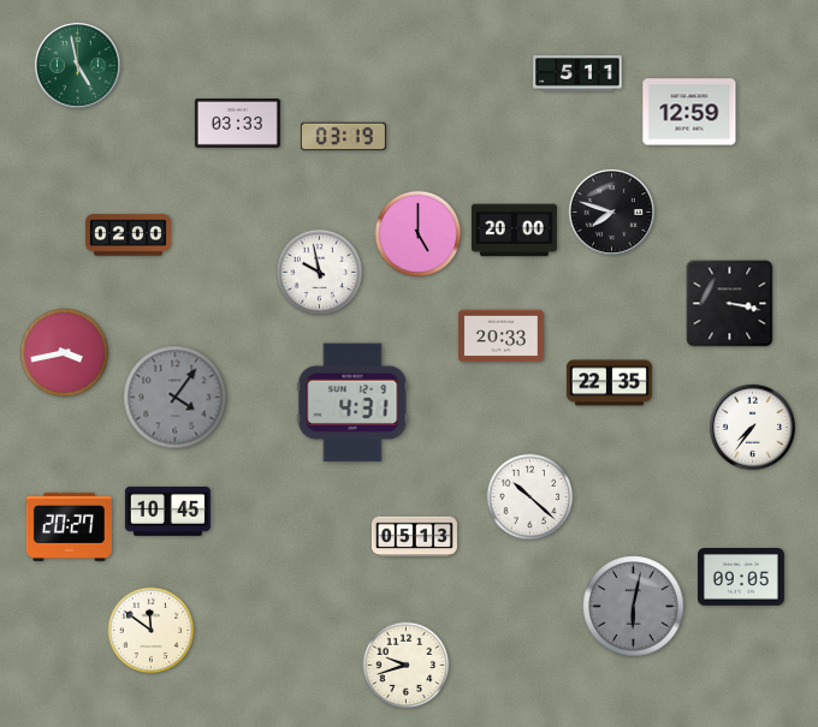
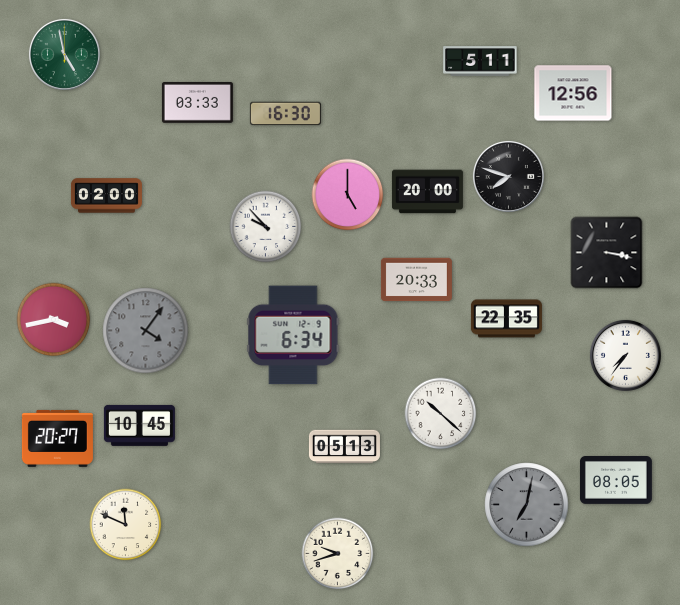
clock at (689, 112): 12:59 -> 12:56
clock at (343, 137): 03:19 -> 16:30
clock at (320, 273): 9:58 -> 9:53
clock at (65, 353) position: (65, 353) -> (54, 320)
clock at (352, 403): 4:31 -> 6:34
clock at (741, 578): 09:05 -> 08:05
clock at (634, 607): 6:02 -> 7:02
clock at (152, 631): 11:51 -> 11:49
